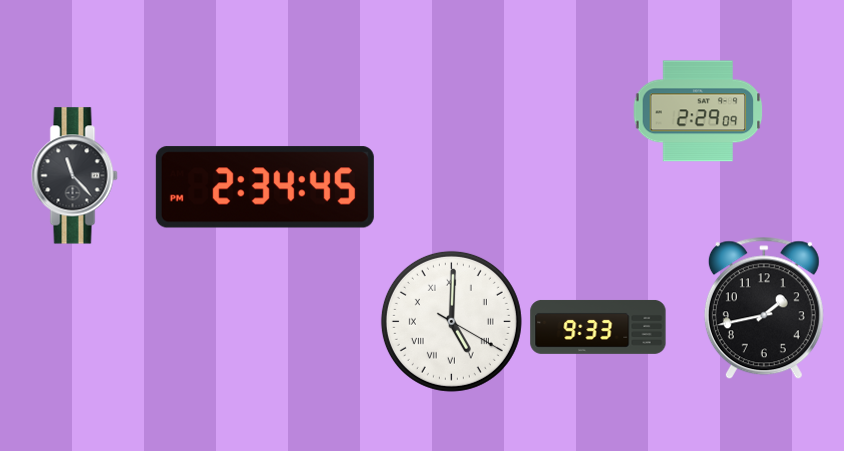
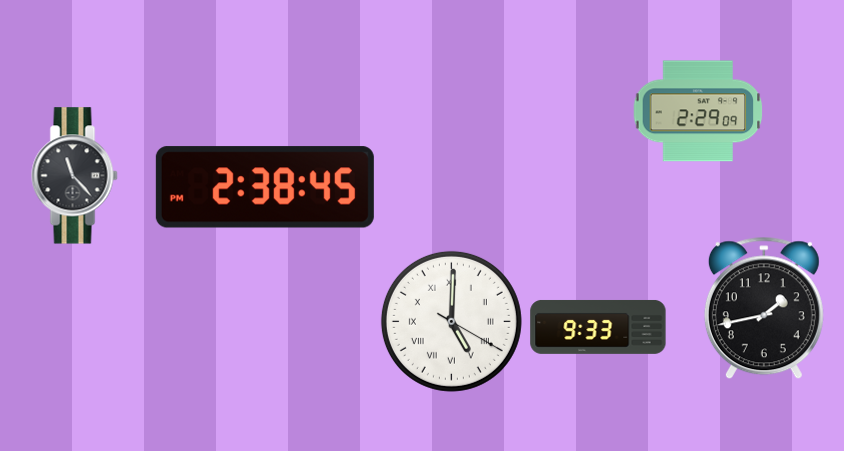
clock at (265, 187): 2:34 -> 2:38
